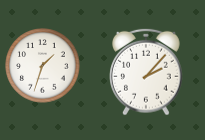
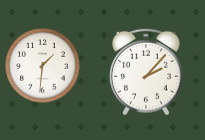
clock at (43, 66): 1:33 -> 1:31
